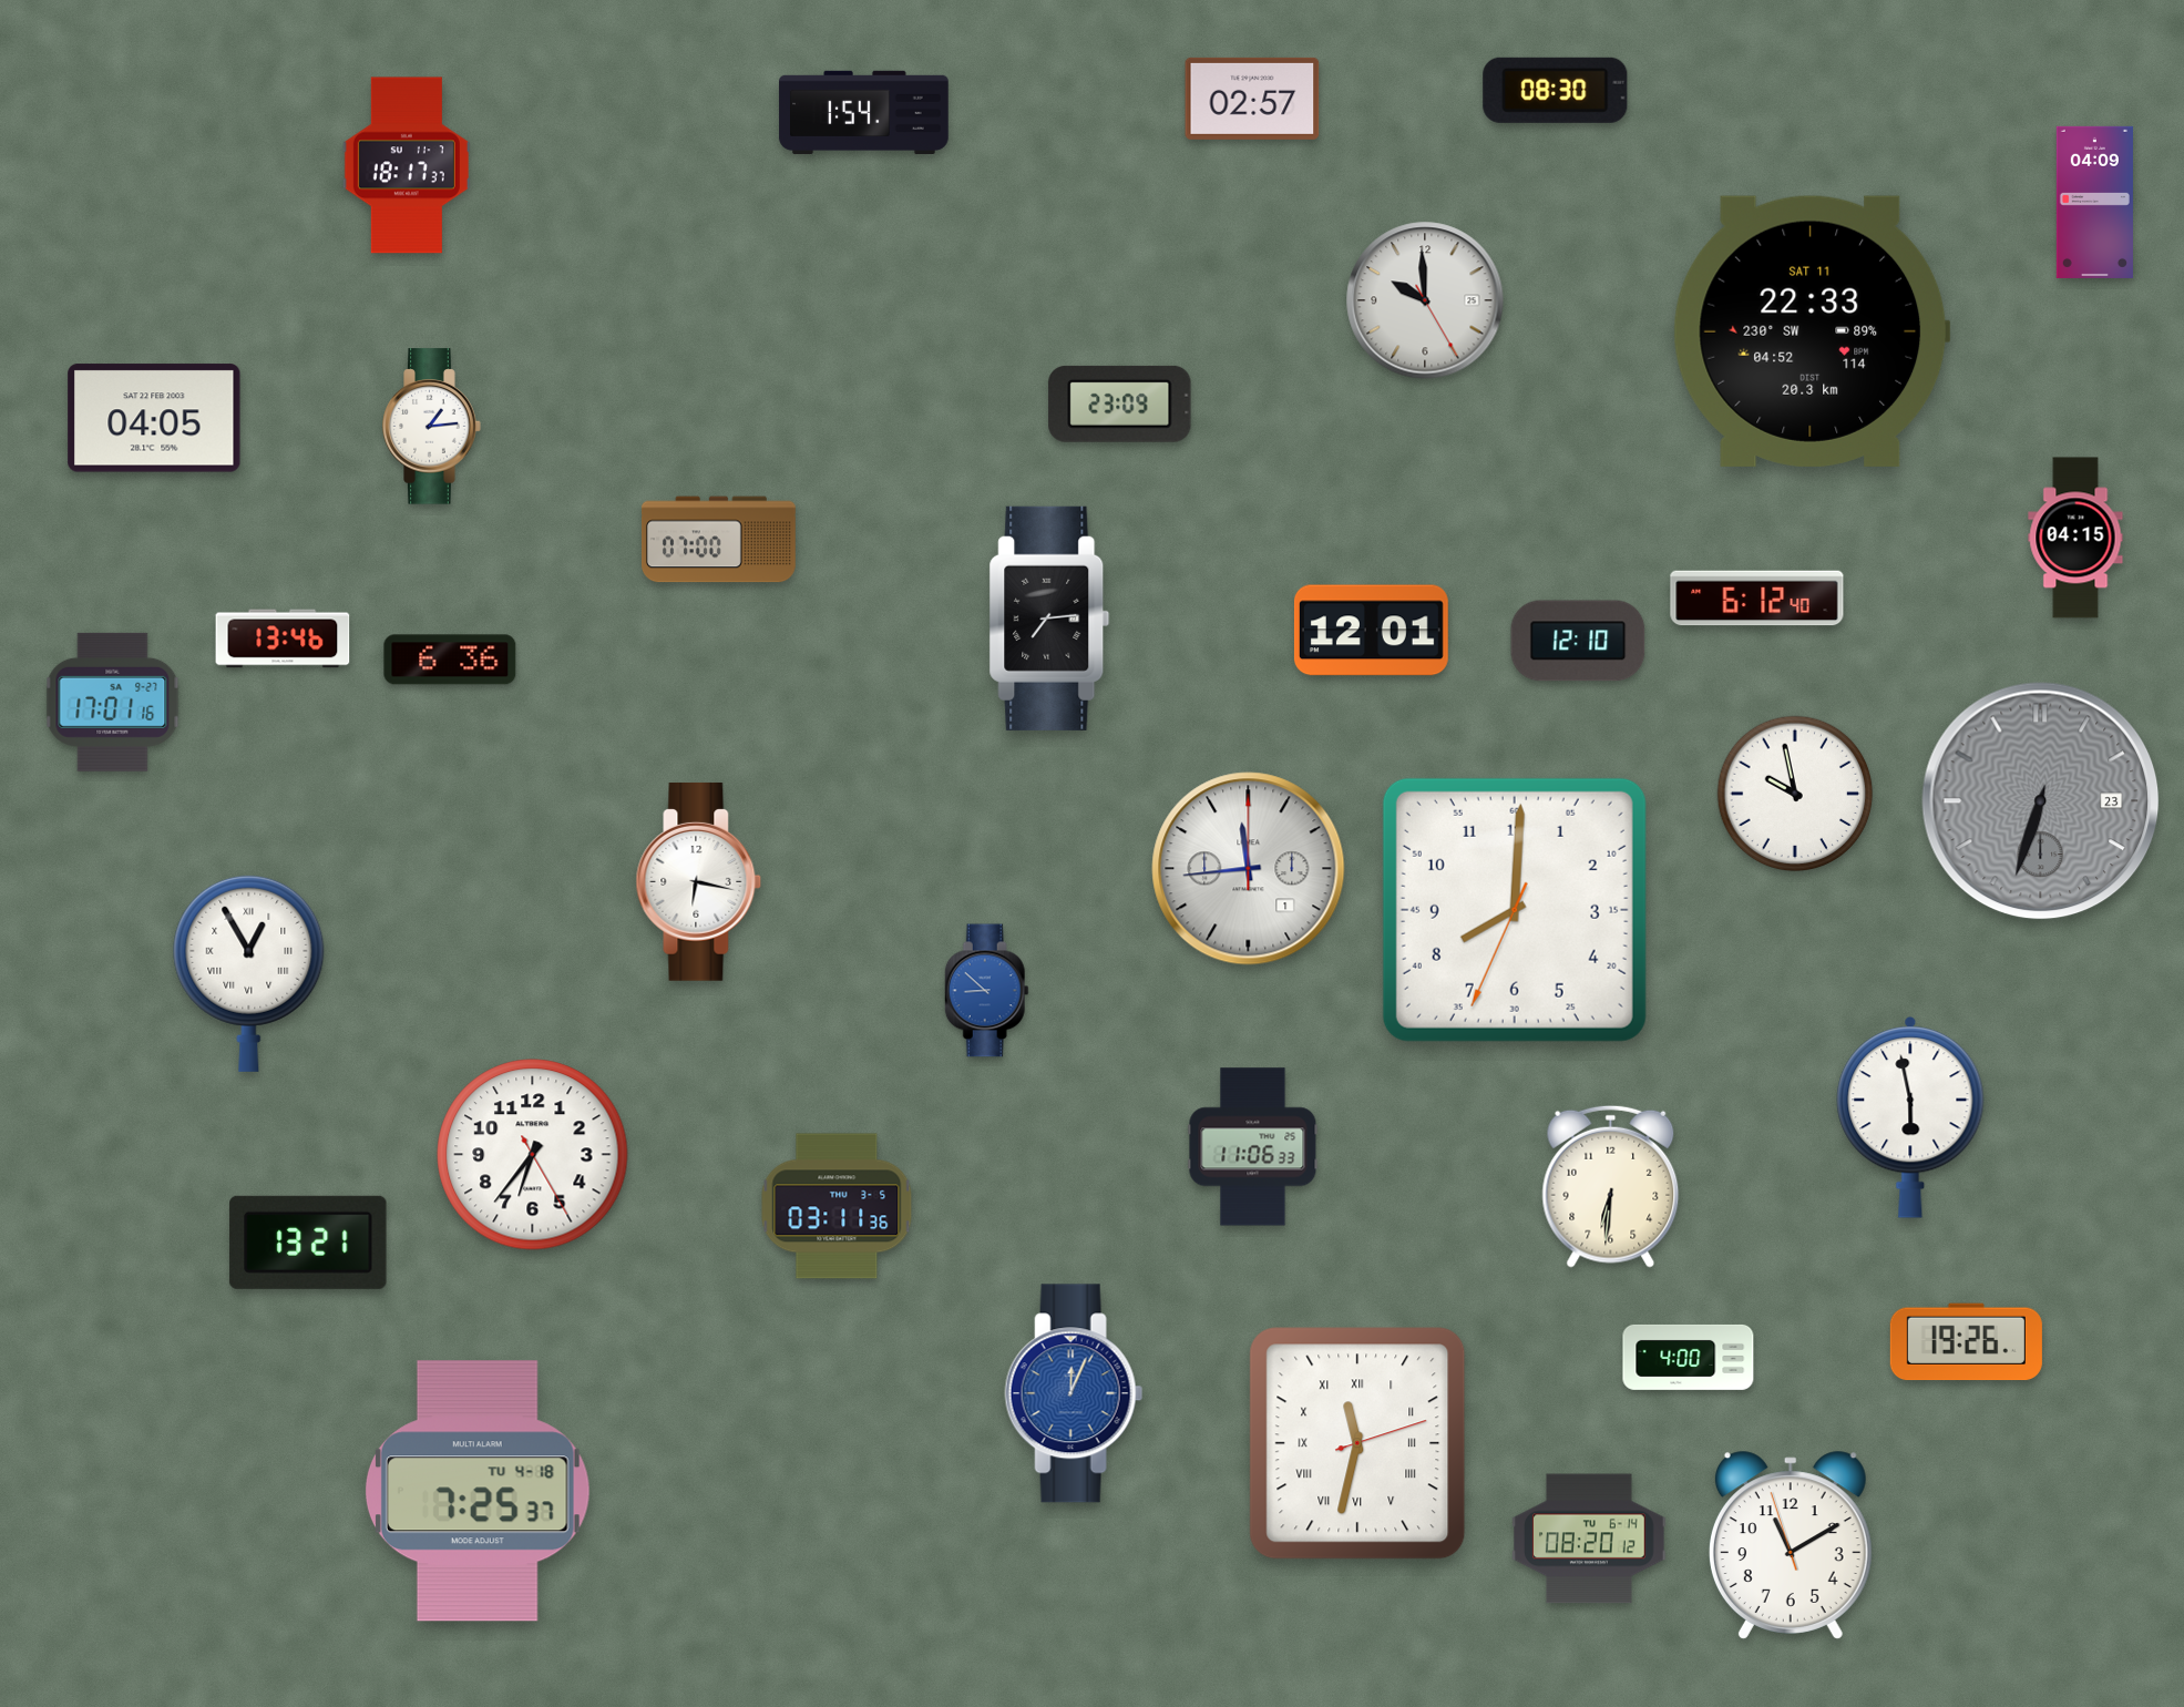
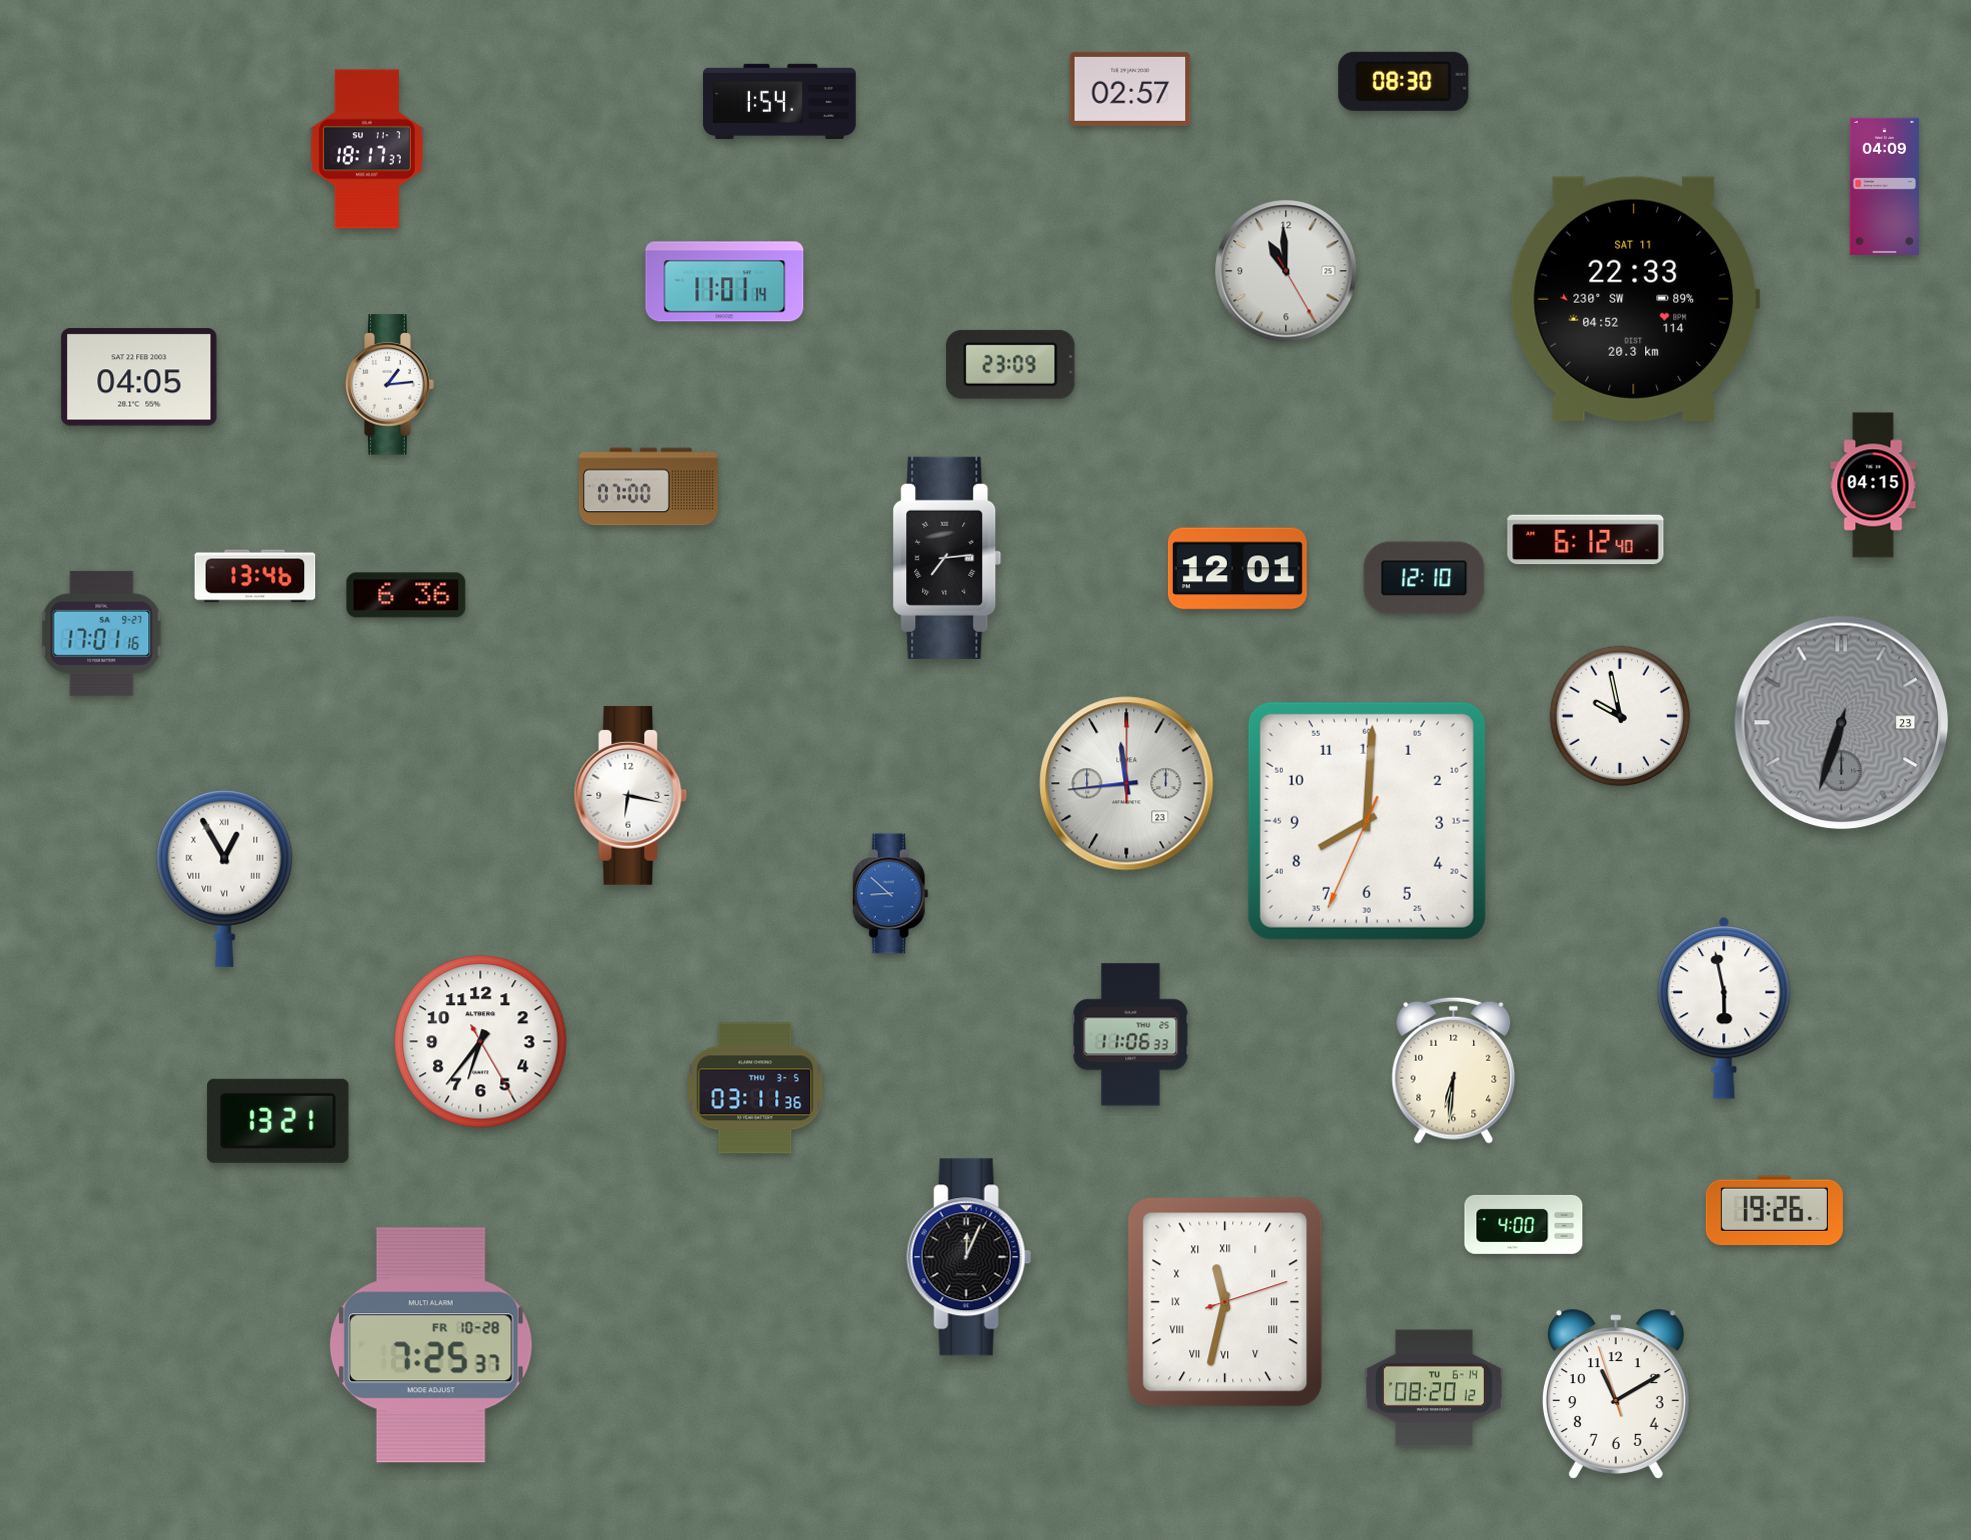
clock at (2094, 202) position: (2094, 202) -> (1884, 186)
clock at (1425, 300): 9:59 -> 10:59
clock at (725, 282): none -> 11:01
clock at (1249, 869) date: 1 -> 23
clock at (1074, 1393) dial: blue -> black
clock at (478, 1491) date: TU 4-18 -> FR 10-28
